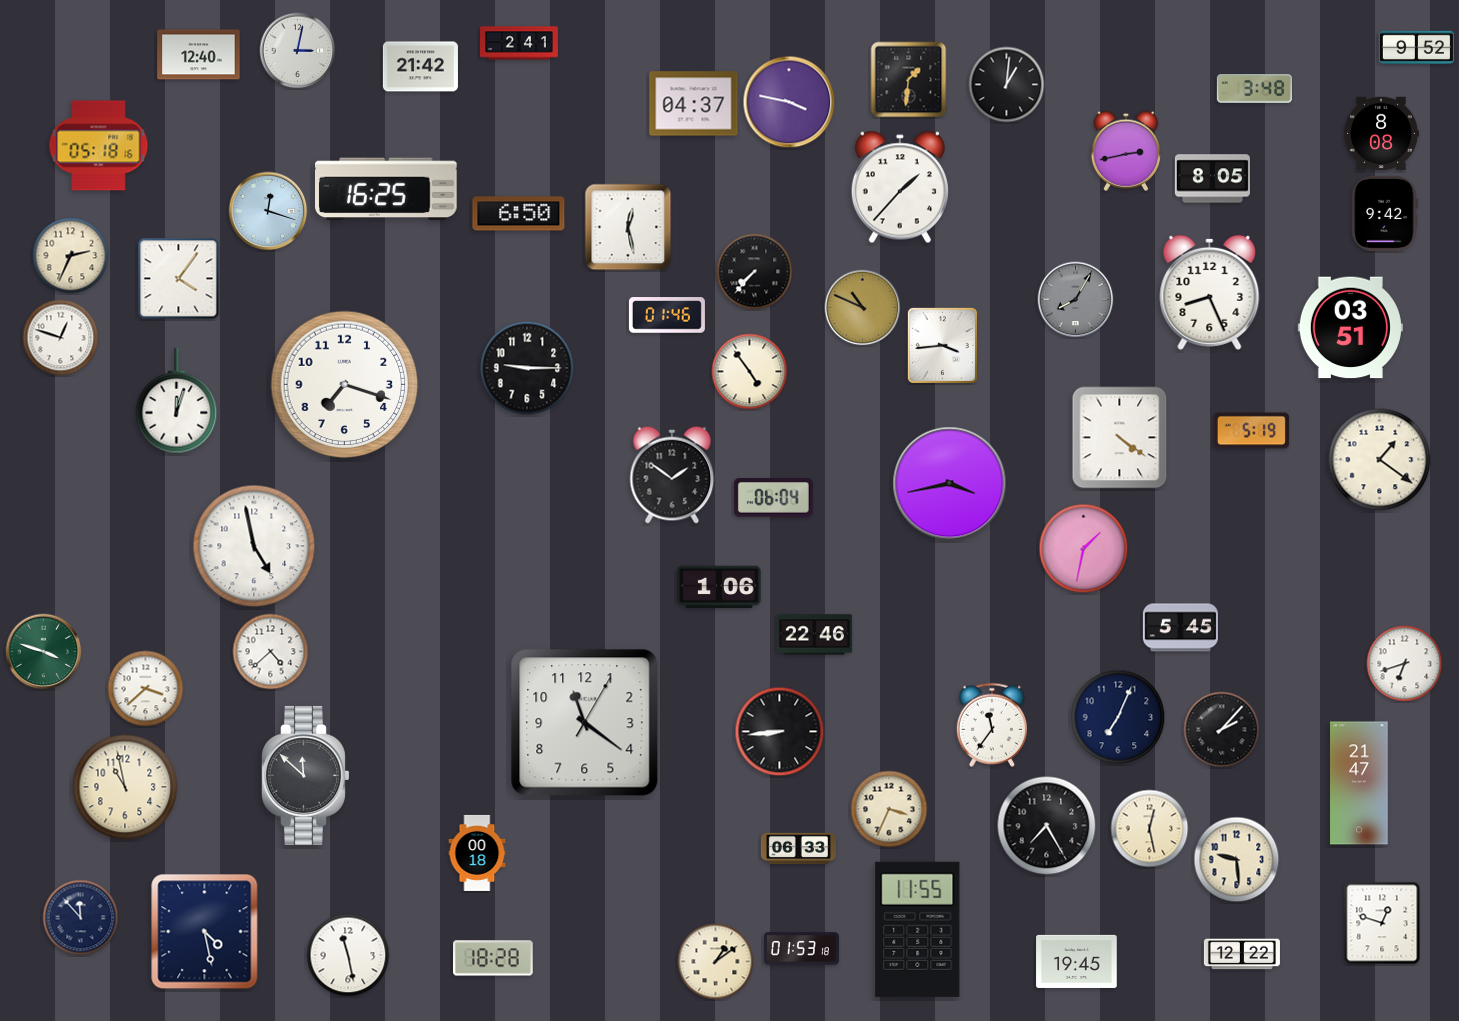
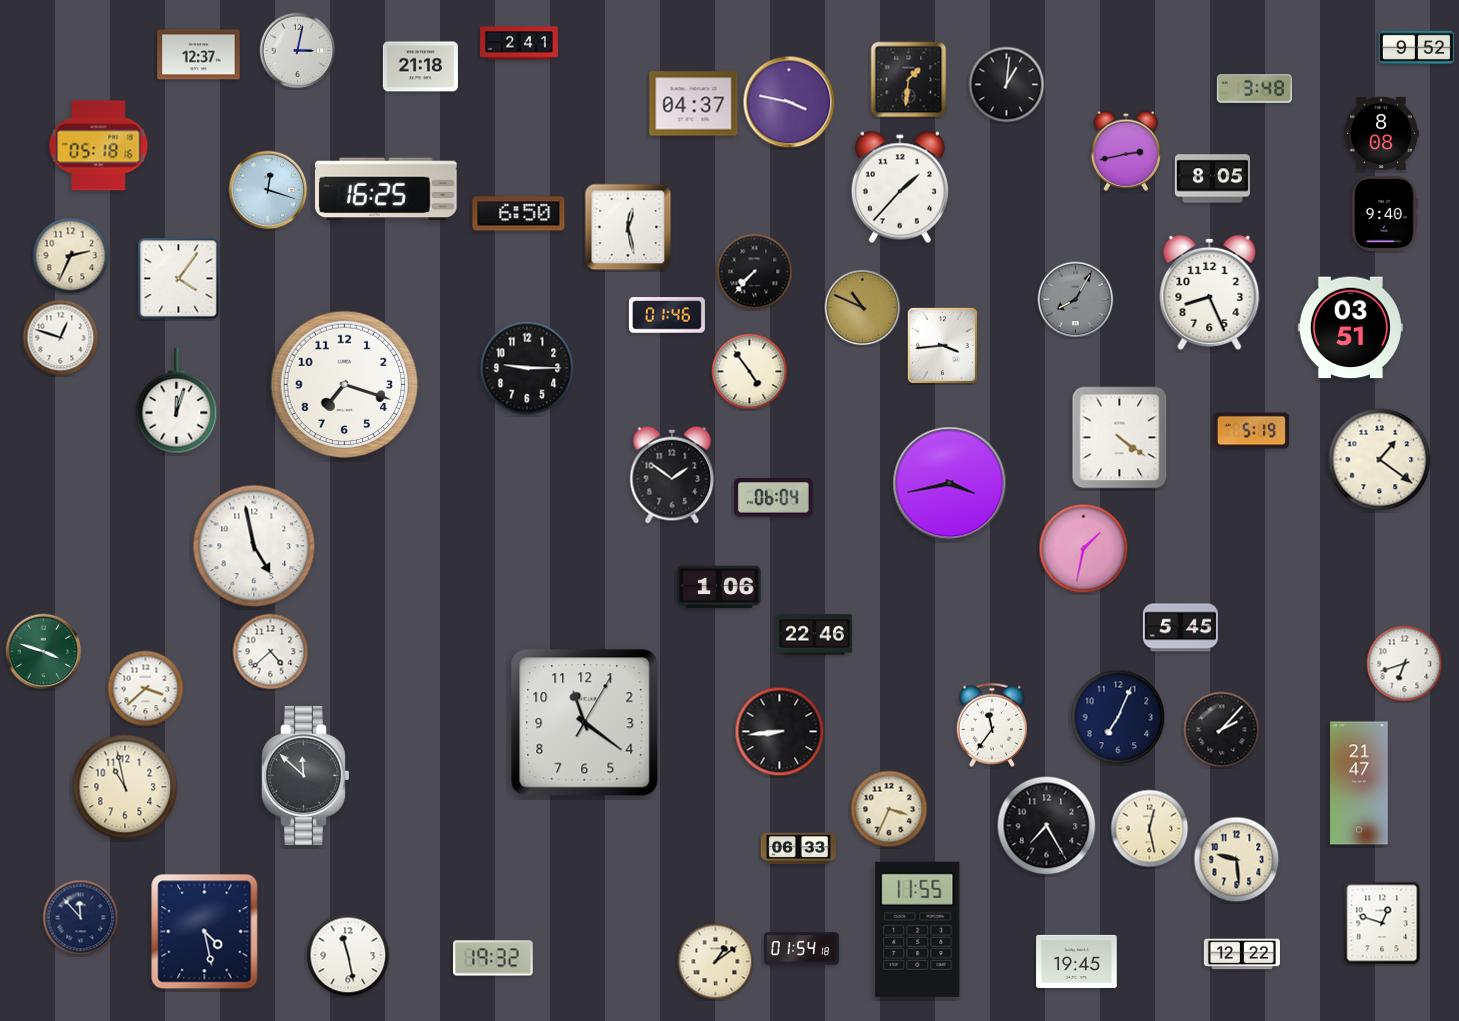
clock at (199, 55): 12:40 -> 12:37
clock at (420, 67): 21:42 -> 21:18
clock at (268, 211) position: (268, 211) -> (268, 190)
clock at (1385, 213): 9:42 -> 9:40
clock at (477, 853): 00:18 -> none
clock at (801, 949): 01:53 -> 01:54
clock at (494, 958): 18:28 -> 19:32
